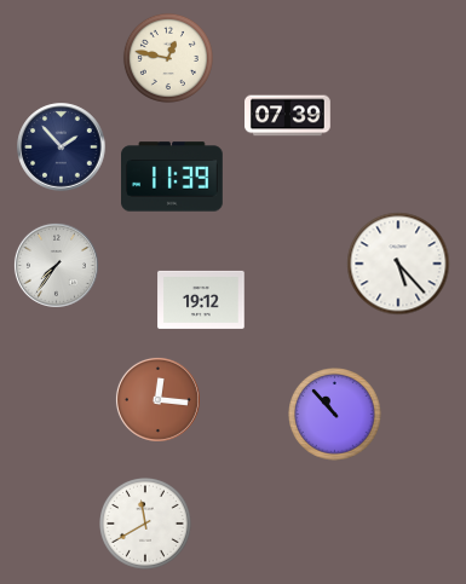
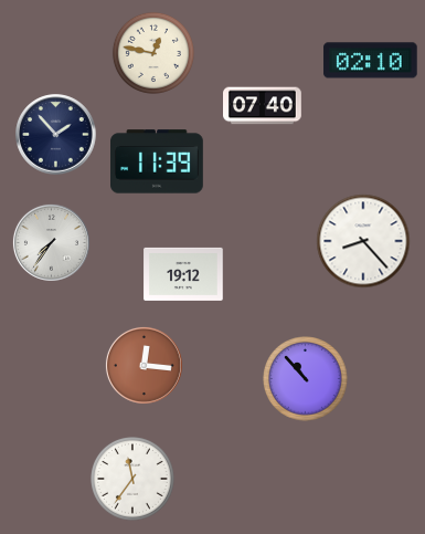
clock at (371, 61): none -> 02:10
clock at (288, 116): 07:39 -> 07:40
clock at (398, 264): 5:23 -> 8:23
clock at (146, 525): 11:40 -> 11:36
